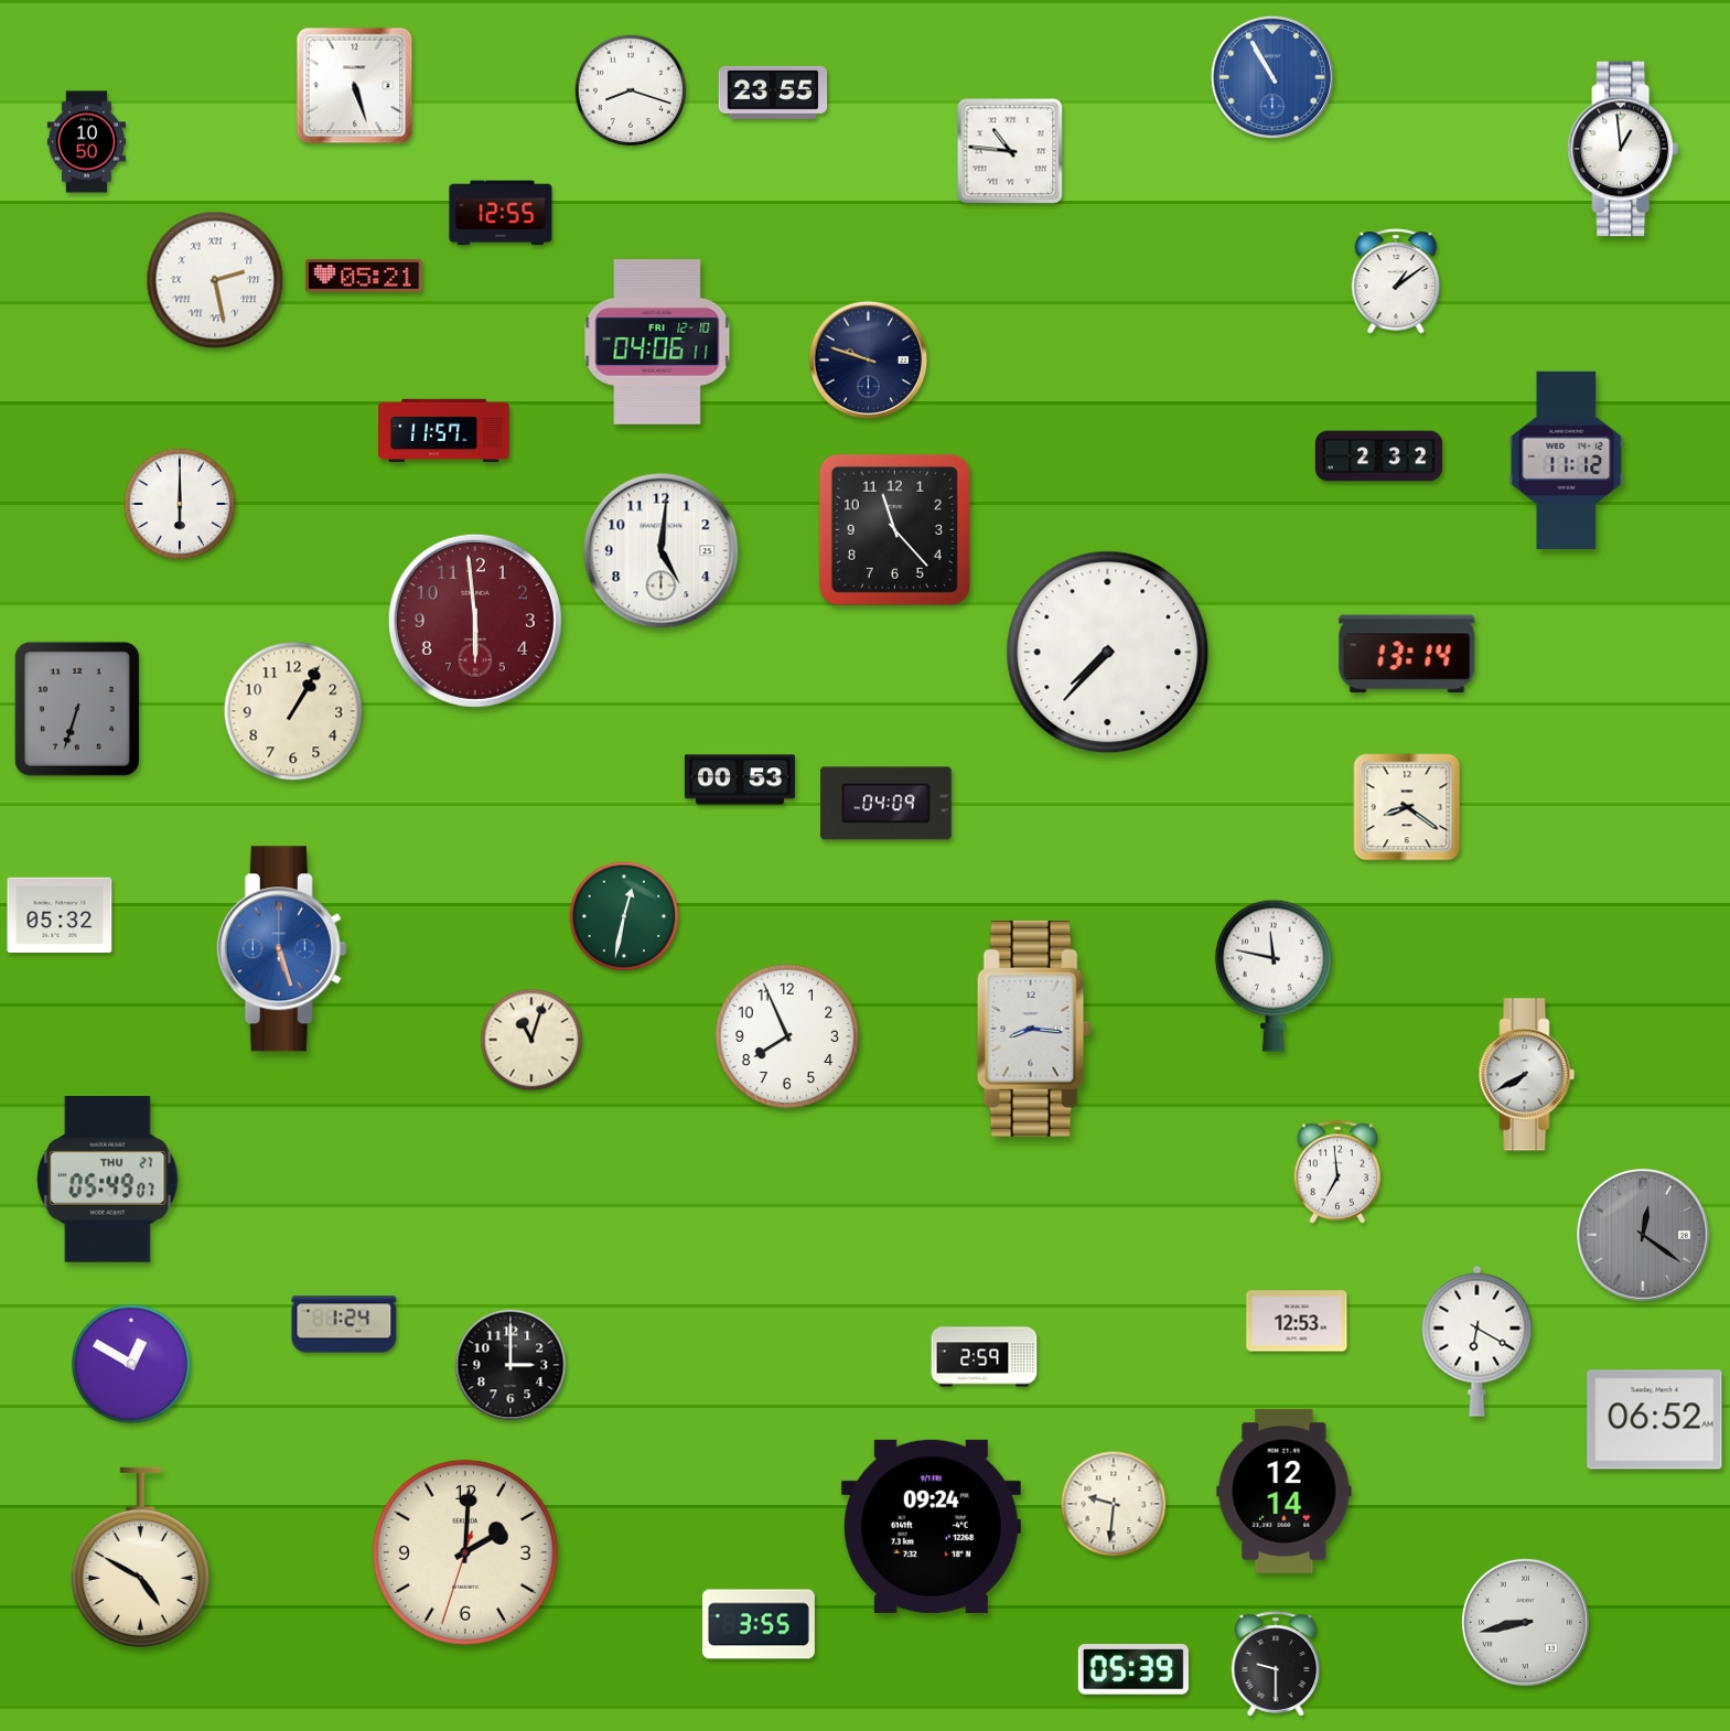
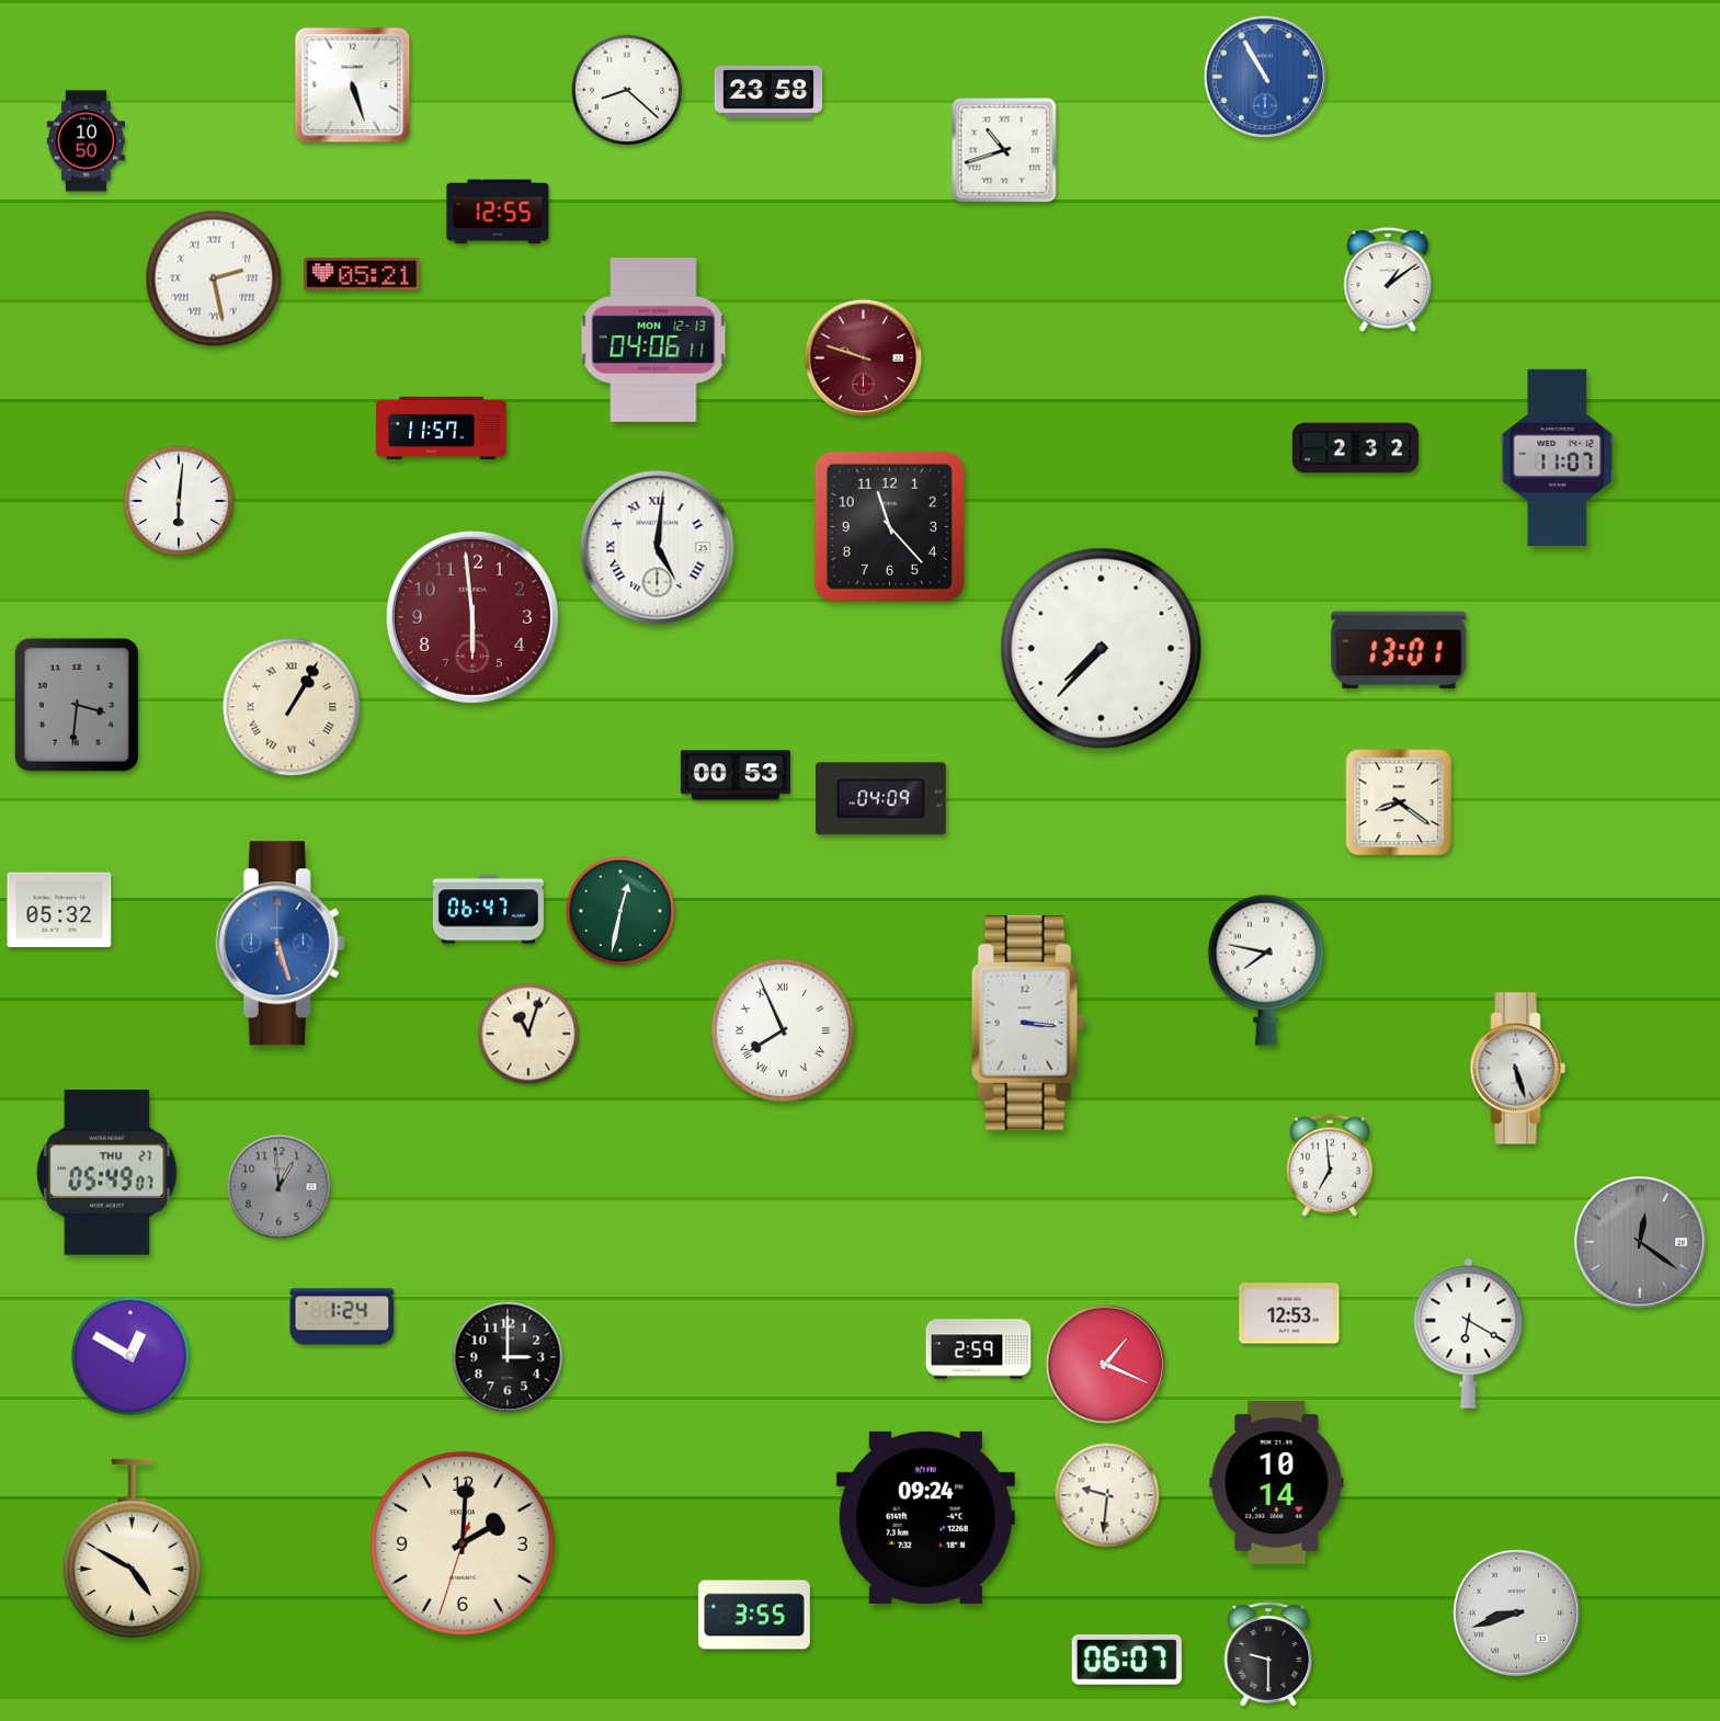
clock at (631, 90): 8:18 -> 8:22
clock at (773, 93): 23:55 -> 23:58
clock at (1623, 149): 12:59 -> none
clock at (1010, 151): 10:46 -> 10:42
clock at (657, 342) date: FRI 12-10 -> MON 12-13
clock at (869, 361) dial: navy -> burgundy
clock at (1378, 456) position: (1378, 456) -> (1355, 448)
clock at (1567, 460): 11:12 -> 11:07
clock at (180, 504): 6:00 -> 6:01
clock at (662, 551) numerals: Arabic -> Roman
clock at (1407, 654): 13:14 -> 13:01
clock at (77, 709): 6:33 -> 3:31
clock at (293, 711) numerals: Arabic -> Roman
clock at (488, 910): none -> 06:47
clock at (1274, 976): 11:47 -> 7:47
clock at (1034, 1029): 8:16 -> 3:16
clock at (786, 1035) numerals: Arabic -> Roman
clock at (1527, 1075): 7:40 -> 5:27
clock at (280, 1187): none -> 12:59
clock at (1644, 1236) position: (1644, 1236) -> (1641, 1243)
clock at (1105, 1364): none -> 1:19
clock at (1655, 1420): 06:52 -> none
clock at (1285, 1491): 12:14 -> 10:14
clock at (140, 1557) position: (140, 1557) -> (132, 1548)
clock at (1525, 1622): 8:43 -> 8:42
clock at (1133, 1670): 05:39 -> 06:07
